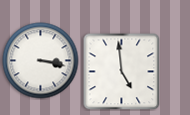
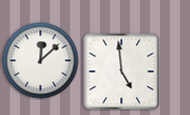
clock at (41, 61): 3:17 -> 12:08
